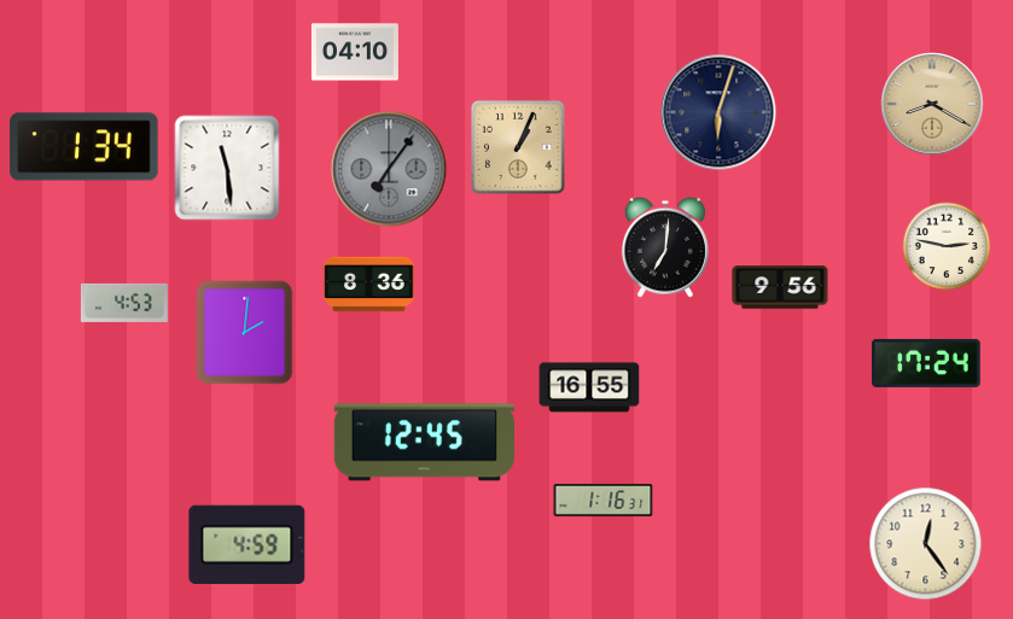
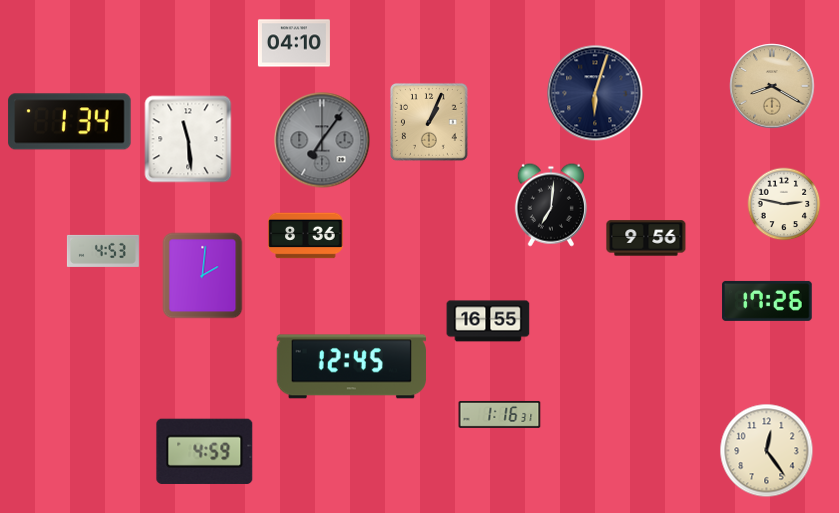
clock at (926, 363): 17:24 -> 17:26
